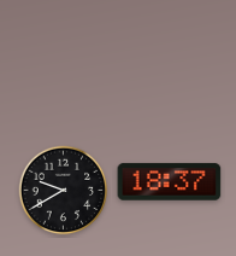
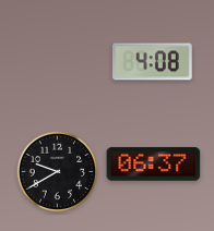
clock at (153, 62): none -> 4:08
clock at (170, 182): 18:37 -> 06:37
